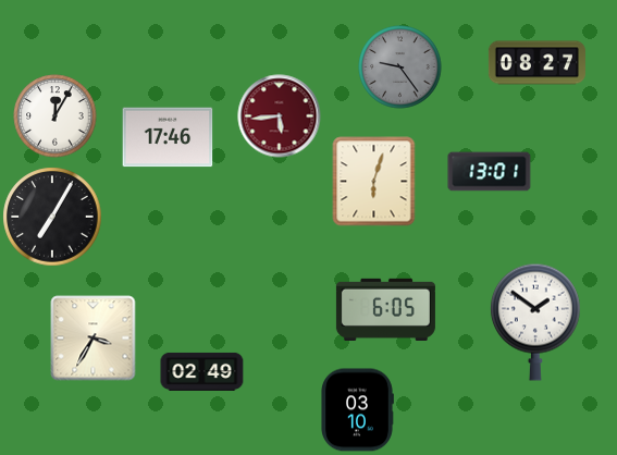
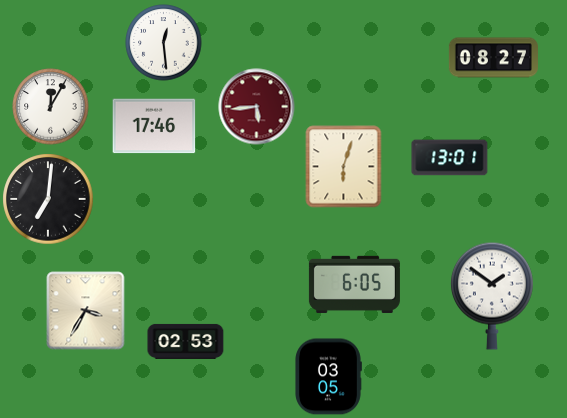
clock at (164, 43): none -> 12:29
clock at (400, 67): 9:24 -> none
clock at (52, 217): 7:05 -> 7:01
clock at (202, 371): 02:49 -> 02:53
clock at (357, 410): 03:10 -> 03:05
